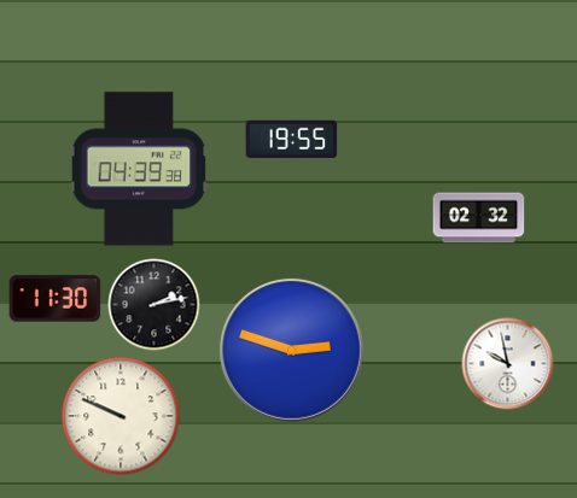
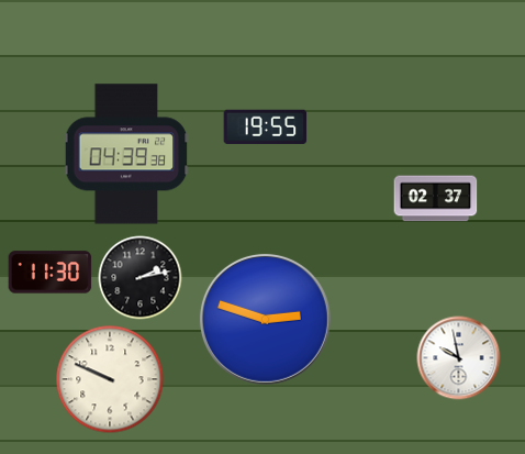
clock at (479, 218): 02:32 -> 02:37
clock at (508, 364) position: (508, 364) -> (459, 358)
